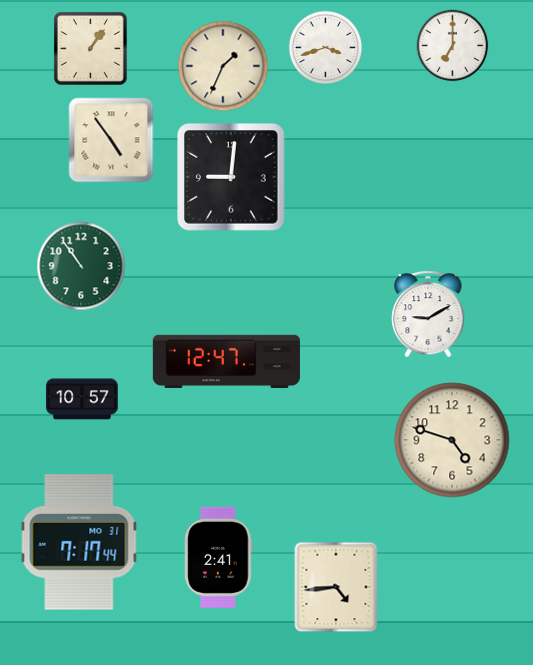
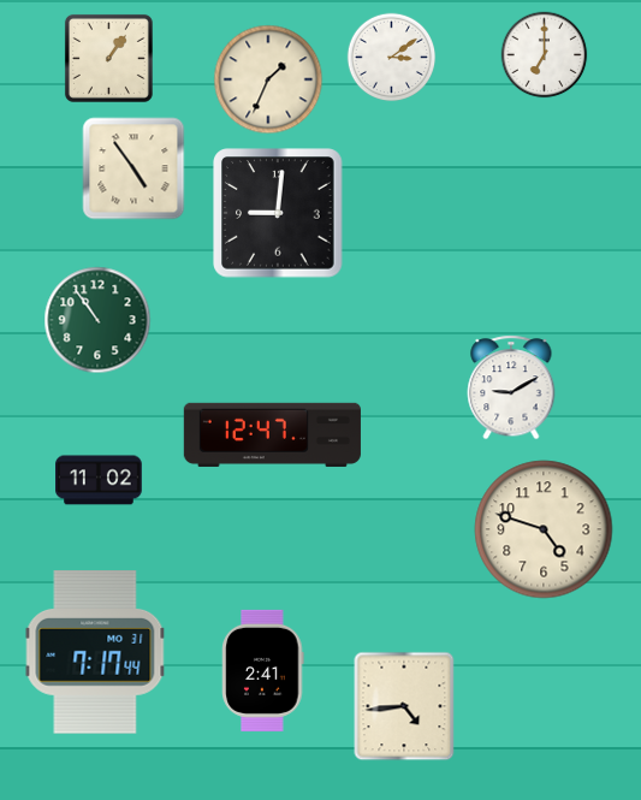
clock at (326, 48): 3:42 -> 3:09
clock at (428, 314) position: (428, 314) -> (511, 387)
clock at (82, 399): 10:57 -> 11:02
